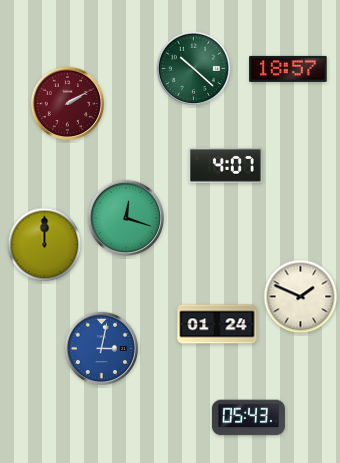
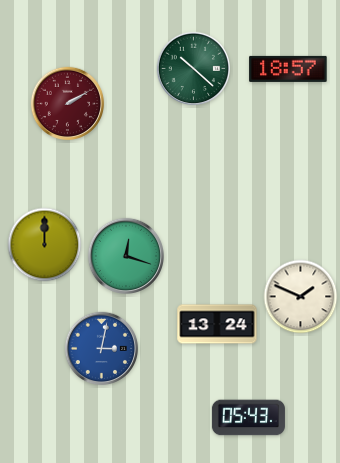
clock at (225, 166): 4:07 -> none
clock at (125, 217) position: (125, 217) -> (125, 255)
clock at (217, 324): 01:24 -> 13:24
